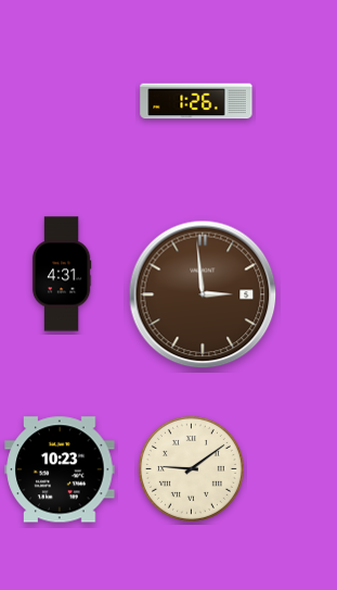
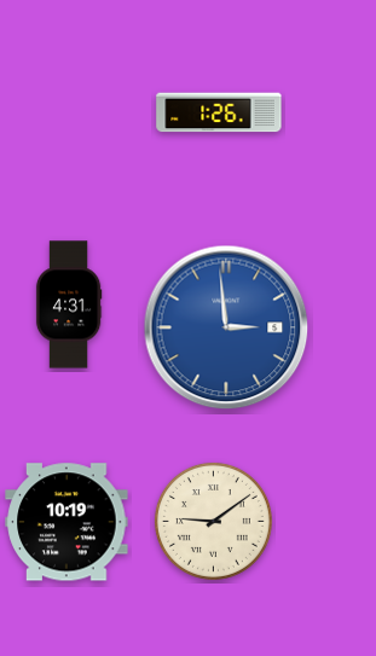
clock at (203, 294) dial: brown -> blue
clock at (60, 469): 10:23 -> 10:19
